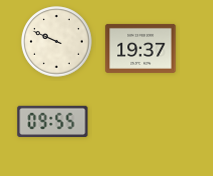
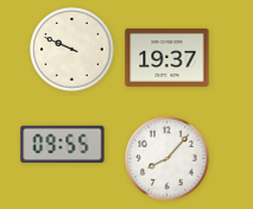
clock at (57, 42) position: (57, 42) -> (72, 50)
clock at (167, 159): none -> 8:07
